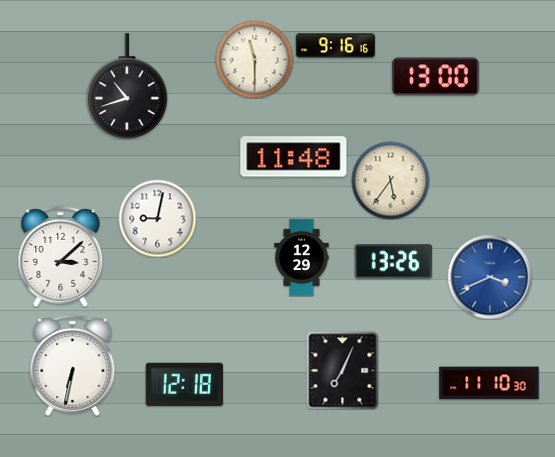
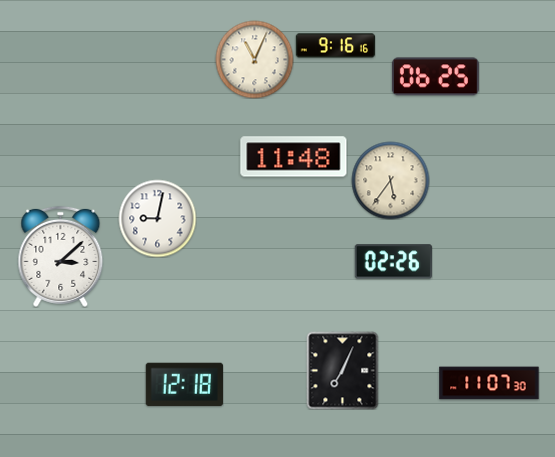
clock at (254, 59): 11:30 -> 11:04
clock at (435, 77): 13:00 -> 06:25
clock at (127, 86): 10:42 -> none
clock at (302, 257): 12:29 -> none
clock at (393, 262): 13:26 -> 02:26
clock at (490, 277): 3:41 -> none
clock at (73, 365): 6:32 -> none
clock at (489, 383): 11:10 -> 11:07
